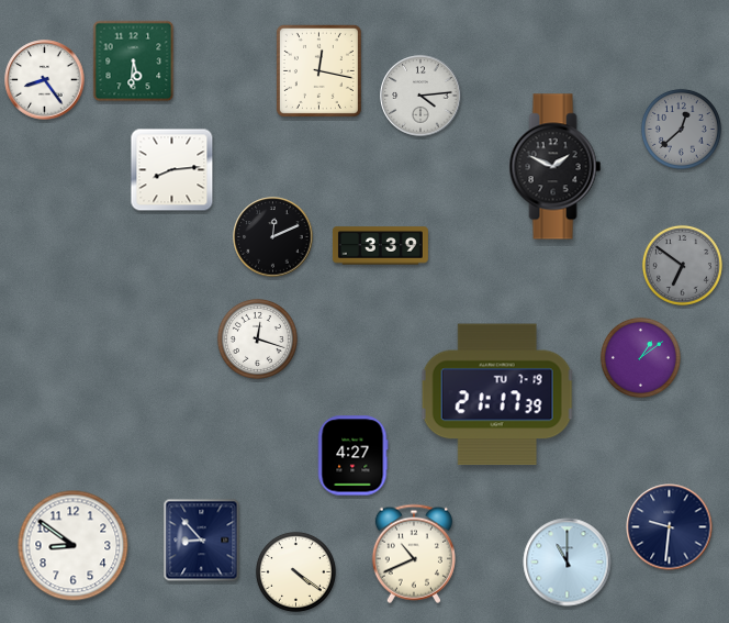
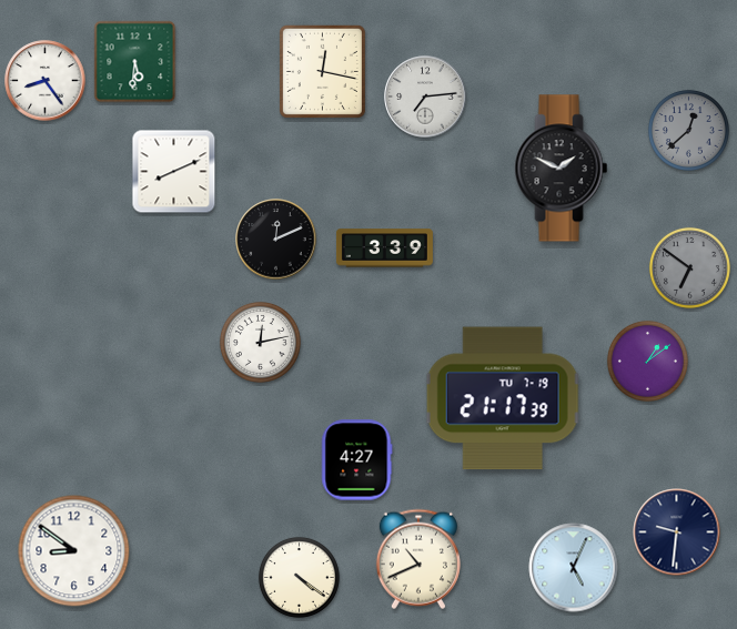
clock at (420, 96): 4:14 -> 7:14
clock at (172, 170): 8:14 -> 8:11
clock at (257, 338): 12:18 -> 12:13
clock at (202, 541): 8:53 -> none
clock at (568, 563): 11:00 -> 5:04
